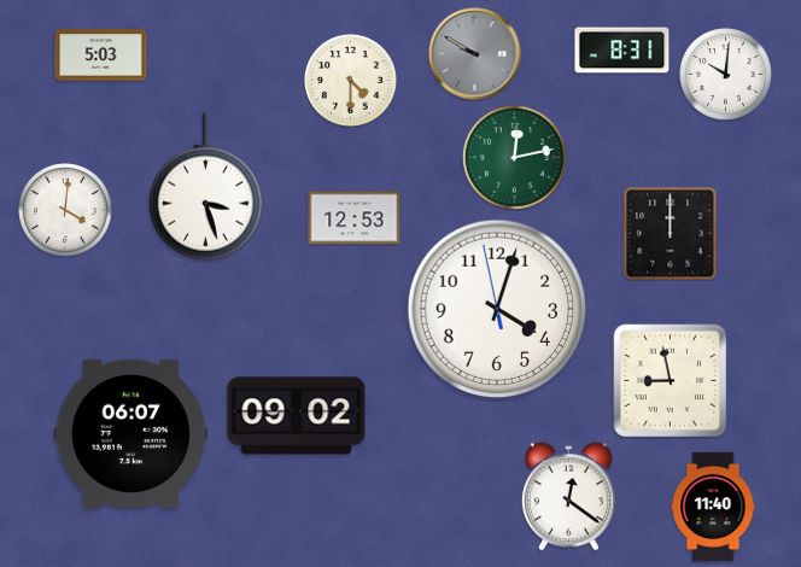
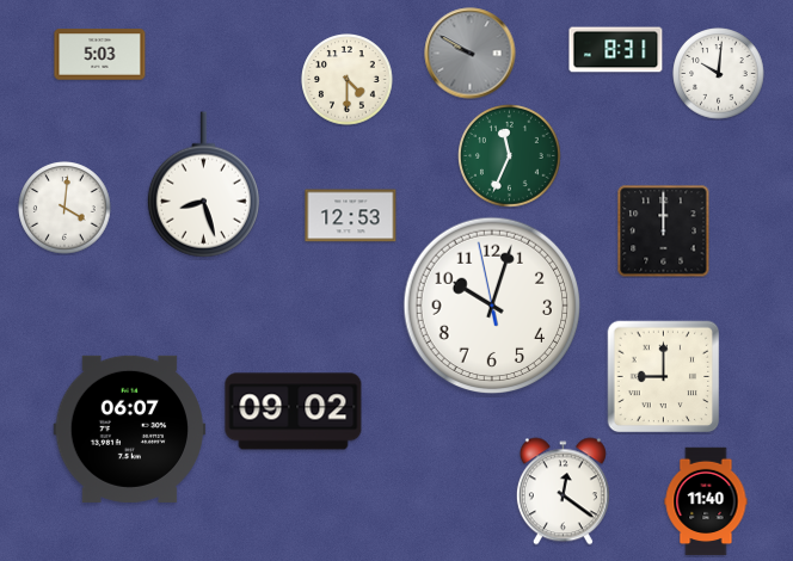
clock at (515, 158): 12:13 -> 11:34
clock at (205, 187): 3:27 -> 8:27
clock at (497, 309): 4:02 -> 10:02
clock at (671, 381): 8:58 -> 9:00
